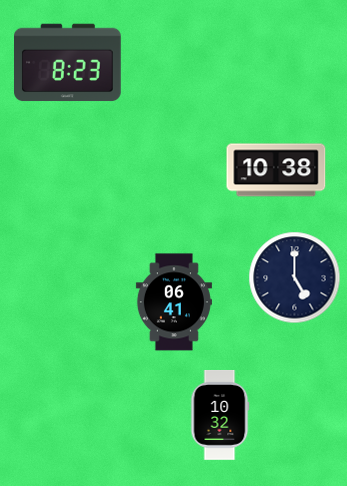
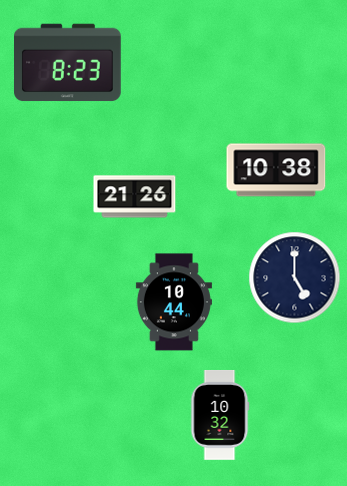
clock at (135, 197): none -> 21:26
clock at (174, 302): 06:41 -> 10:44
